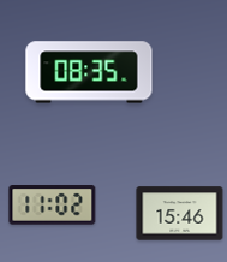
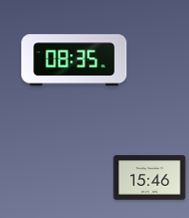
clock at (53, 206): 11:02 -> none
